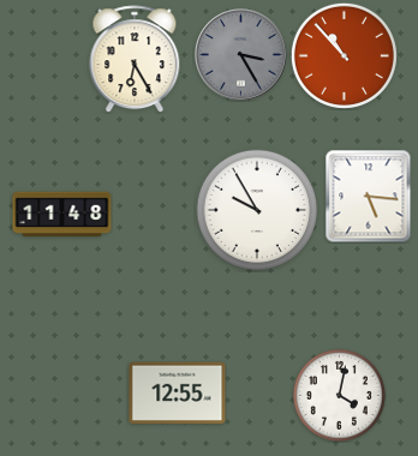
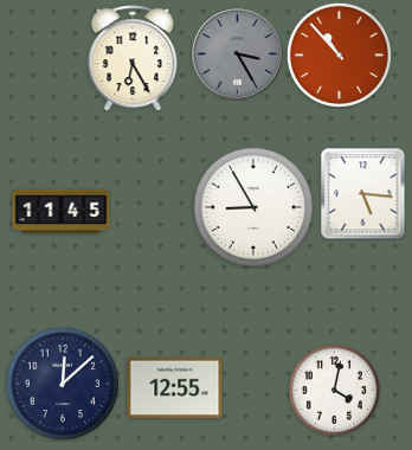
clock at (256, 209): 9:55 -> 8:55
clock at (62, 215): 11:48 -> 11:45
clock at (63, 384): none -> 12:08
